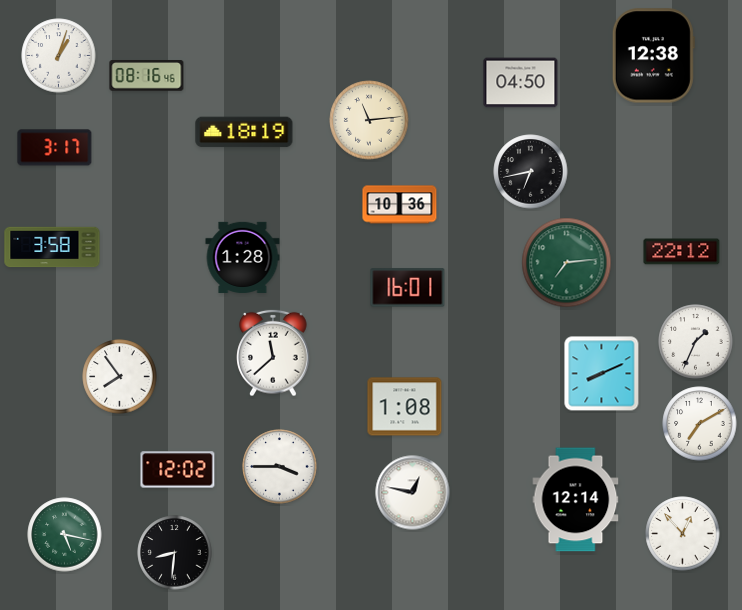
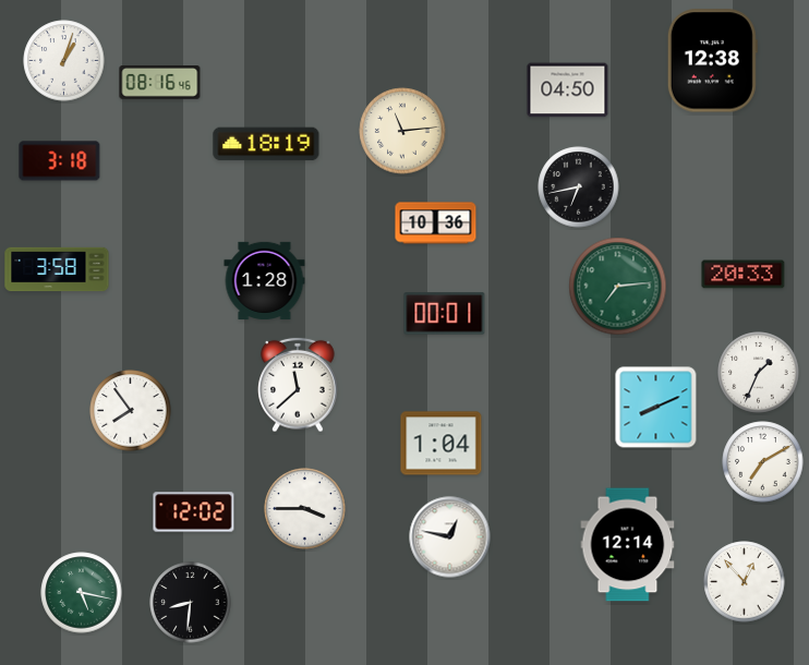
clock at (55, 148): 3:17 -> 3:18
clock at (682, 252): 22:12 -> 20:33
clock at (408, 288): 16:01 -> 00:01
clock at (405, 407): 1:08 -> 1:04
clock at (65, 535) position: (65, 535) -> (82, 593)
